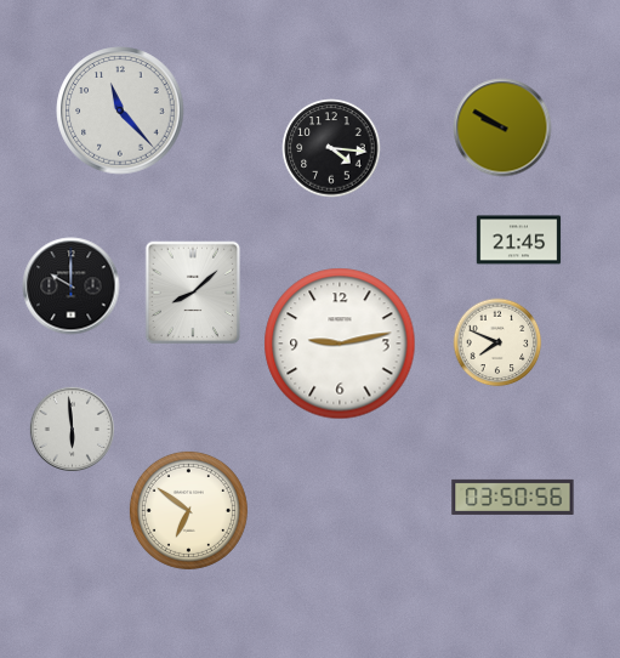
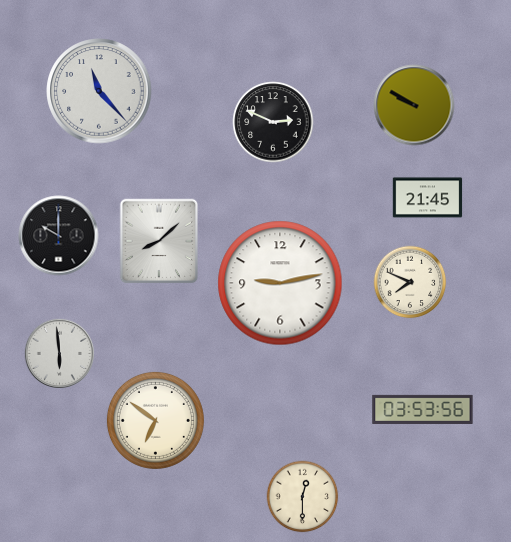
clock at (331, 148): 4:16 -> 2:49
clock at (513, 497): 03:50 -> 03:53
clock at (303, 497): none -> 12:30
